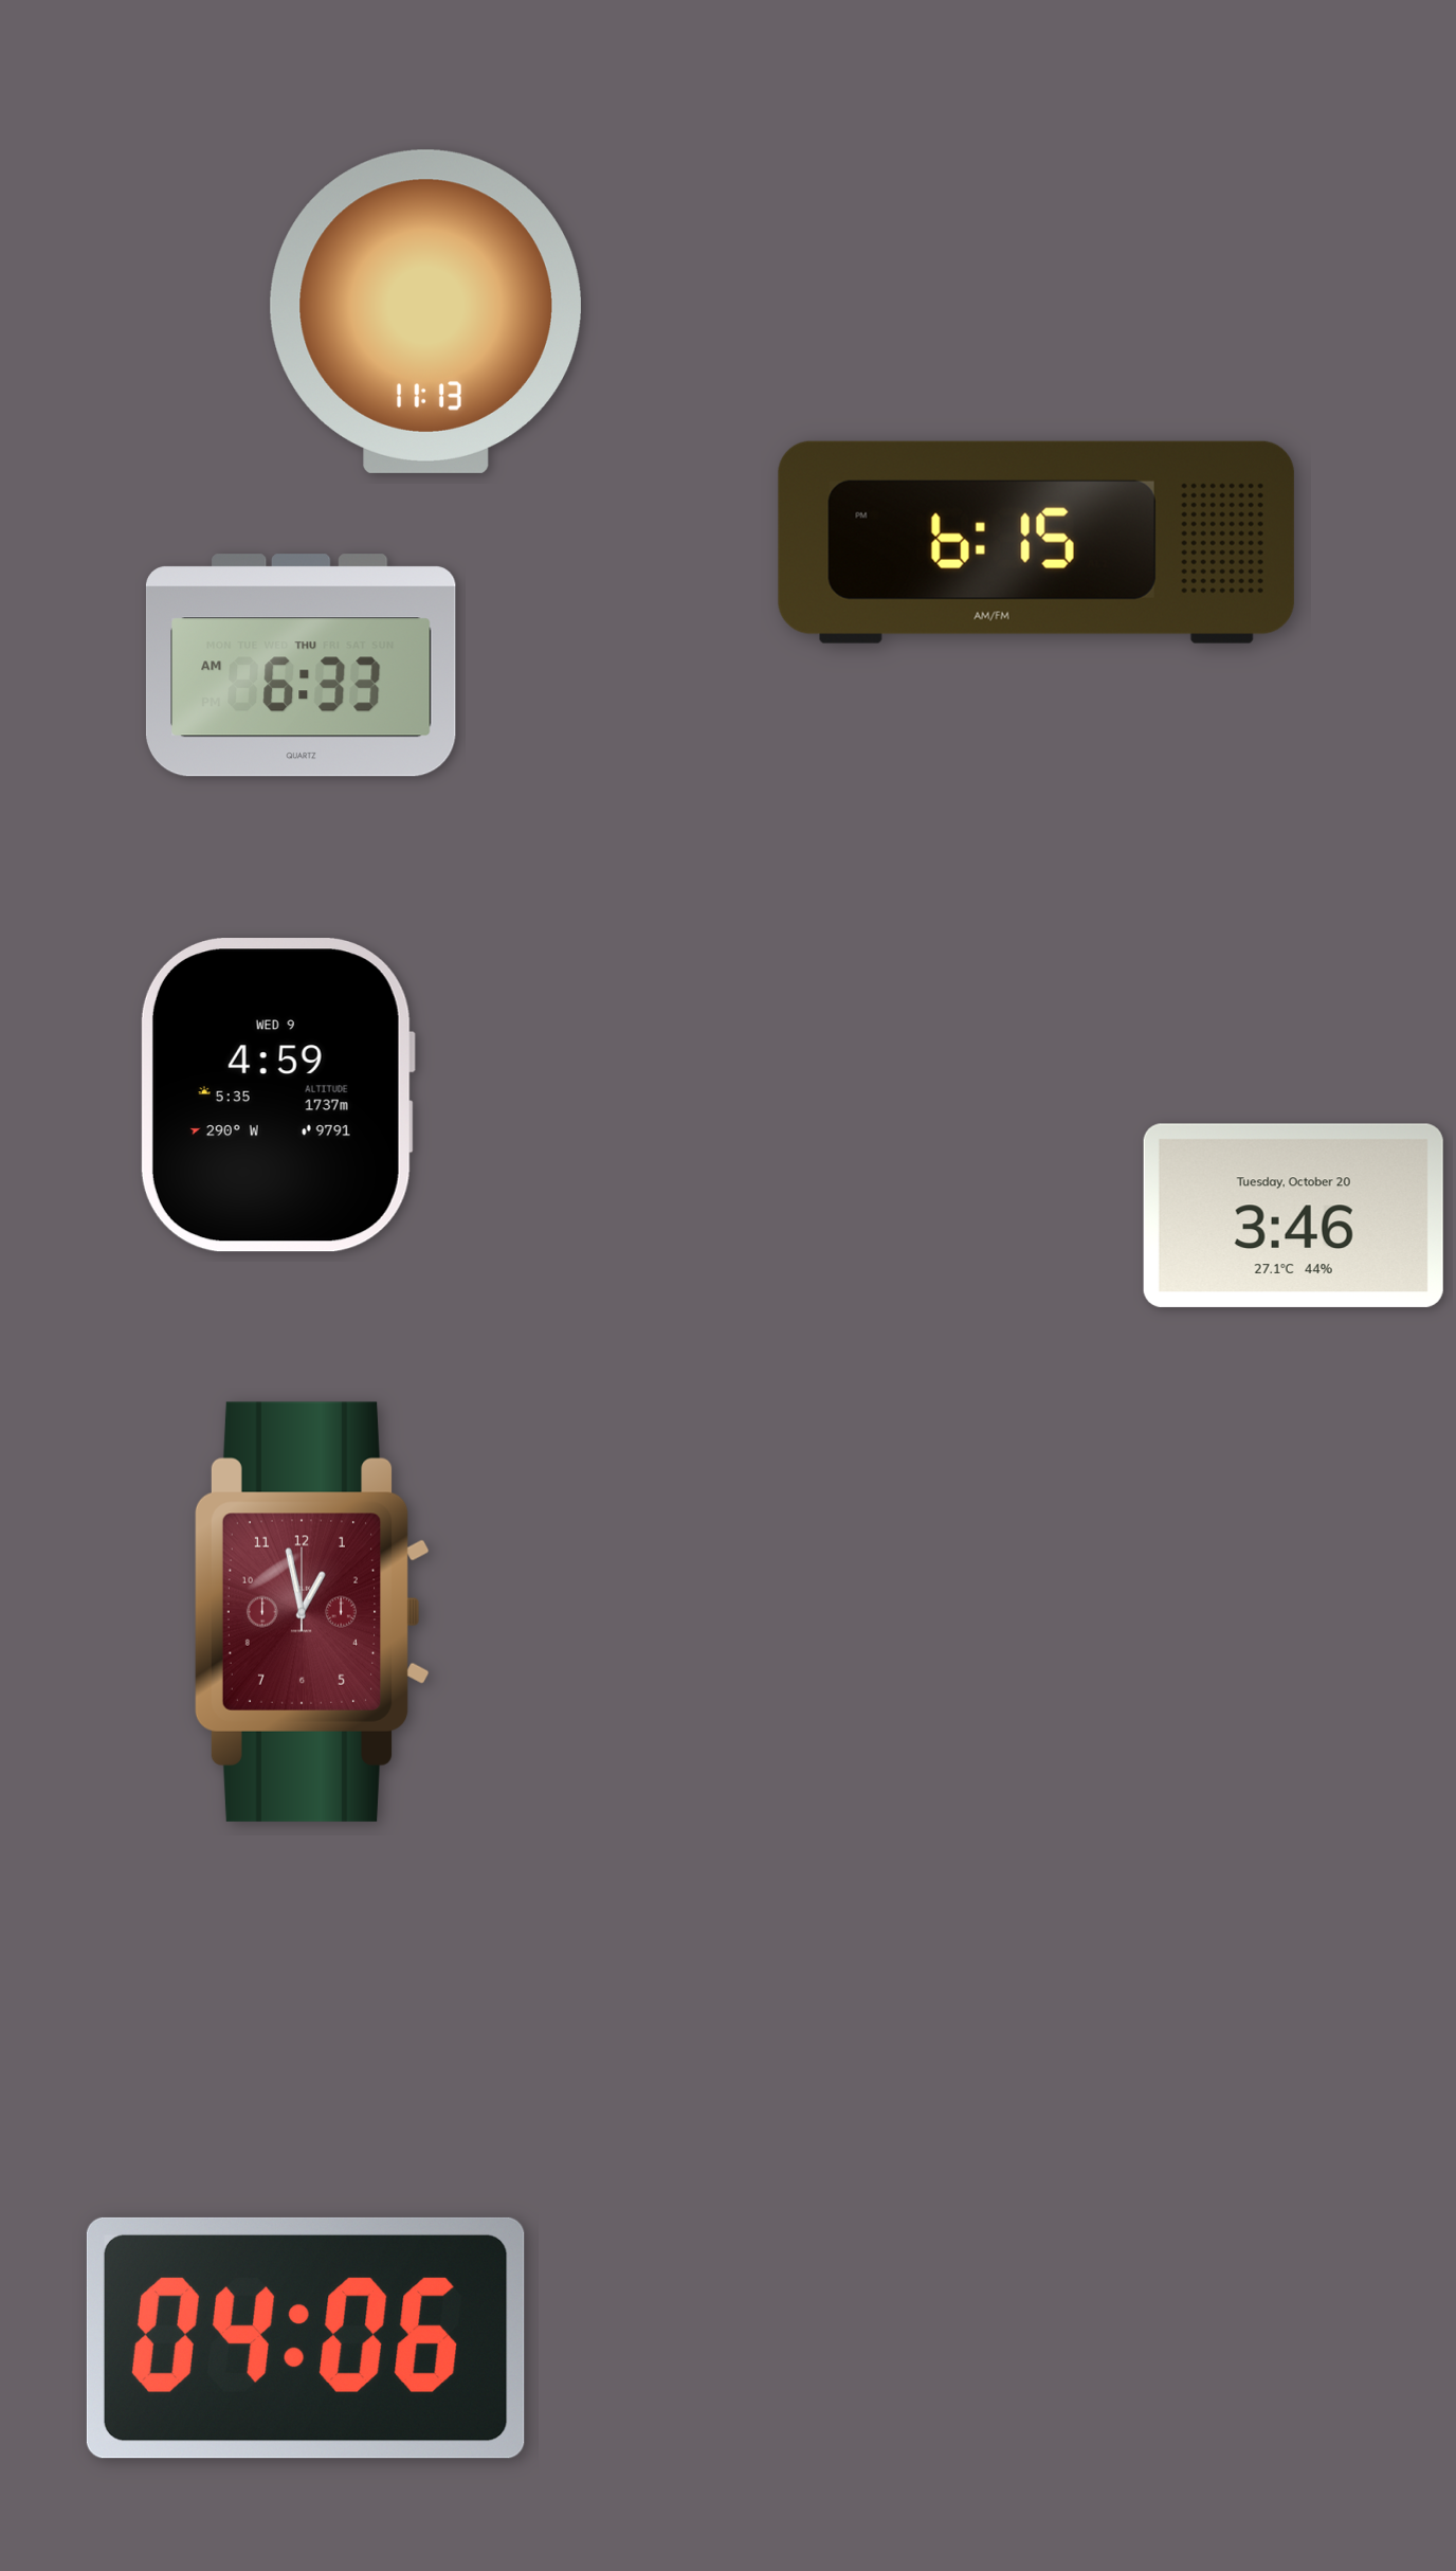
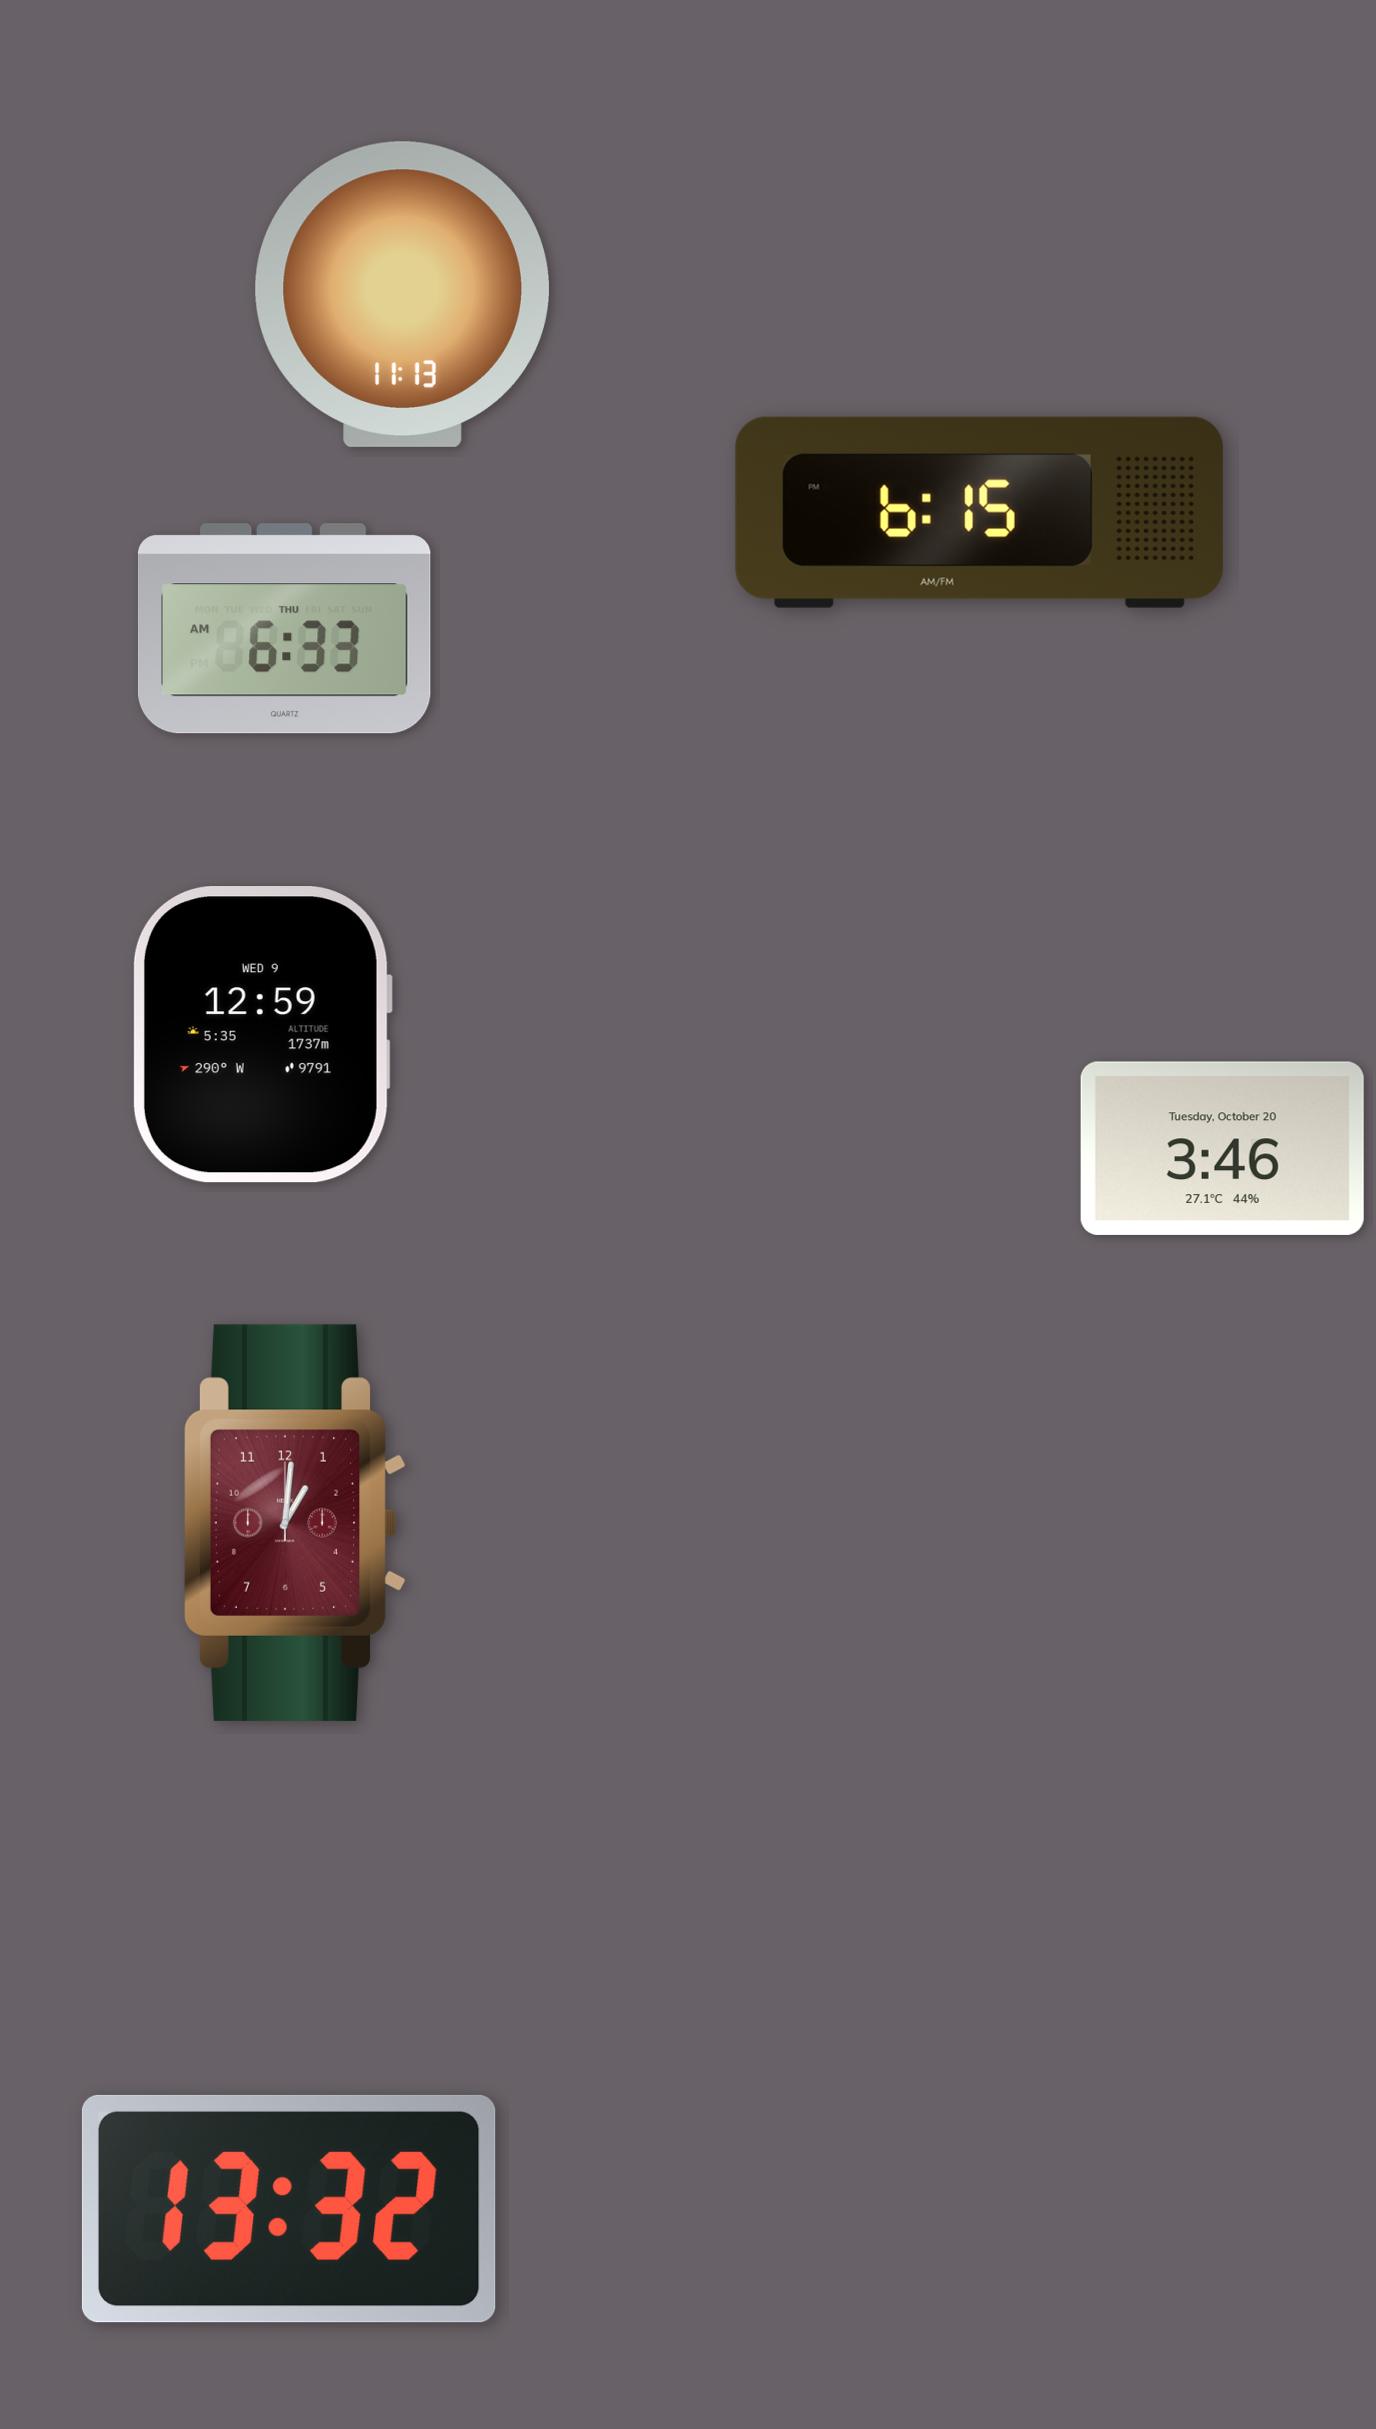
clock at (277, 1096): 4:59 -> 12:59
clock at (312, 1612): 12:58 -> 1:01
clock at (306, 2338): 04:06 -> 13:32
